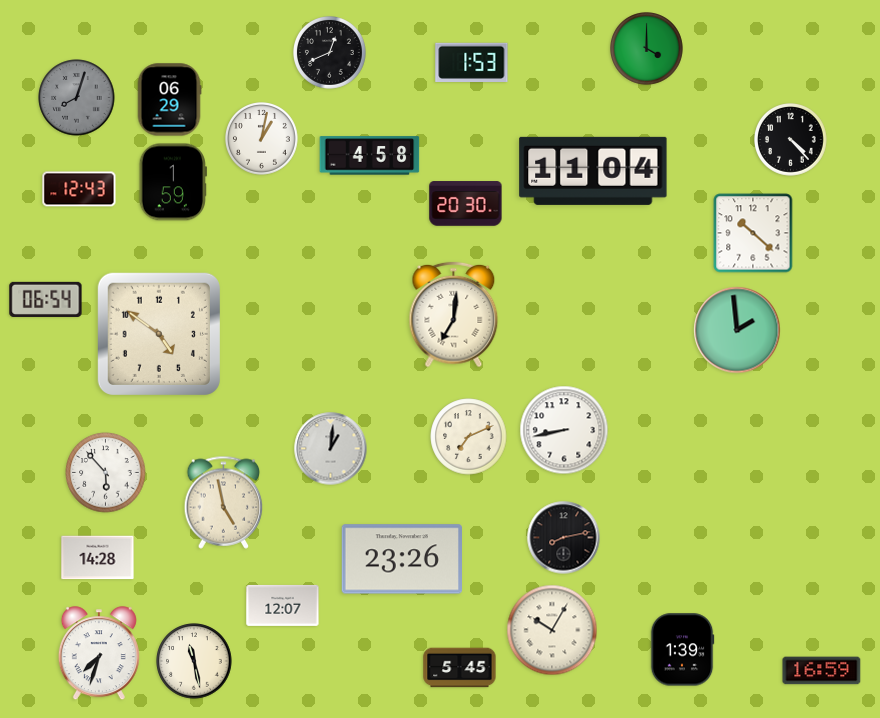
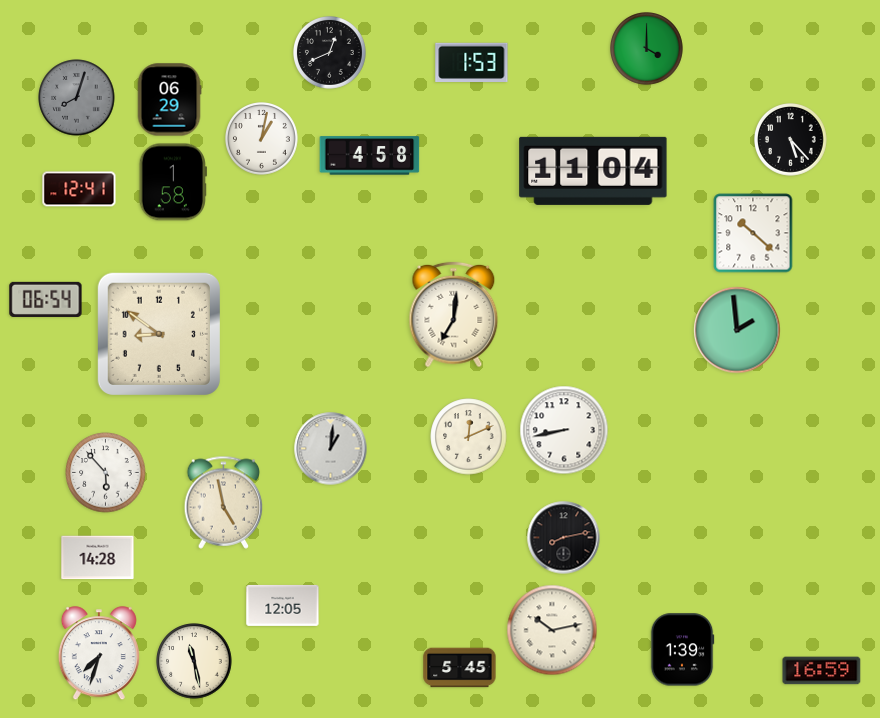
clock at (791, 140): 4:23 -> 5:23
clock at (173, 182): 1:59 -> 1:58
clock at (79, 189): 12:43 -> 12:41
clock at (466, 204): 20:30 -> none
clock at (159, 334): 4:51 -> 8:51
clock at (469, 437): 7:11 -> 12:11
clock at (401, 559): 23:26 -> none
clock at (283, 605): 12:07 -> 12:05
clock at (552, 630): 10:05 -> 10:13
